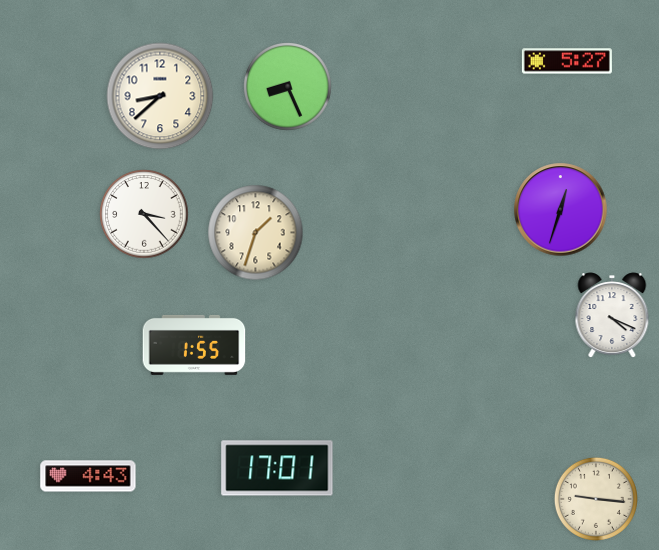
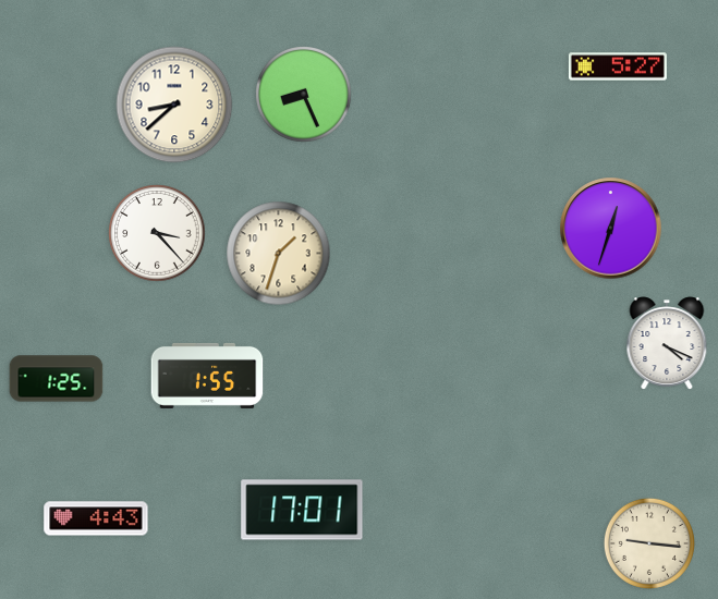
clock at (288, 87) position: (288, 87) -> (304, 95)
clock at (194, 345) position: (194, 345) -> (207, 376)
clock at (57, 379): none -> 1:25
